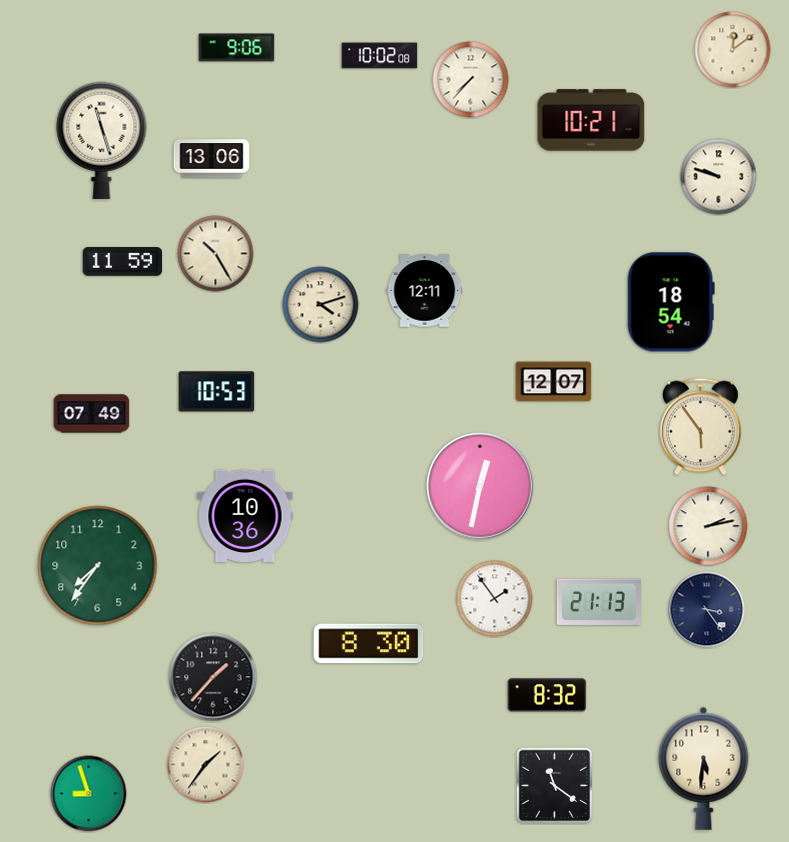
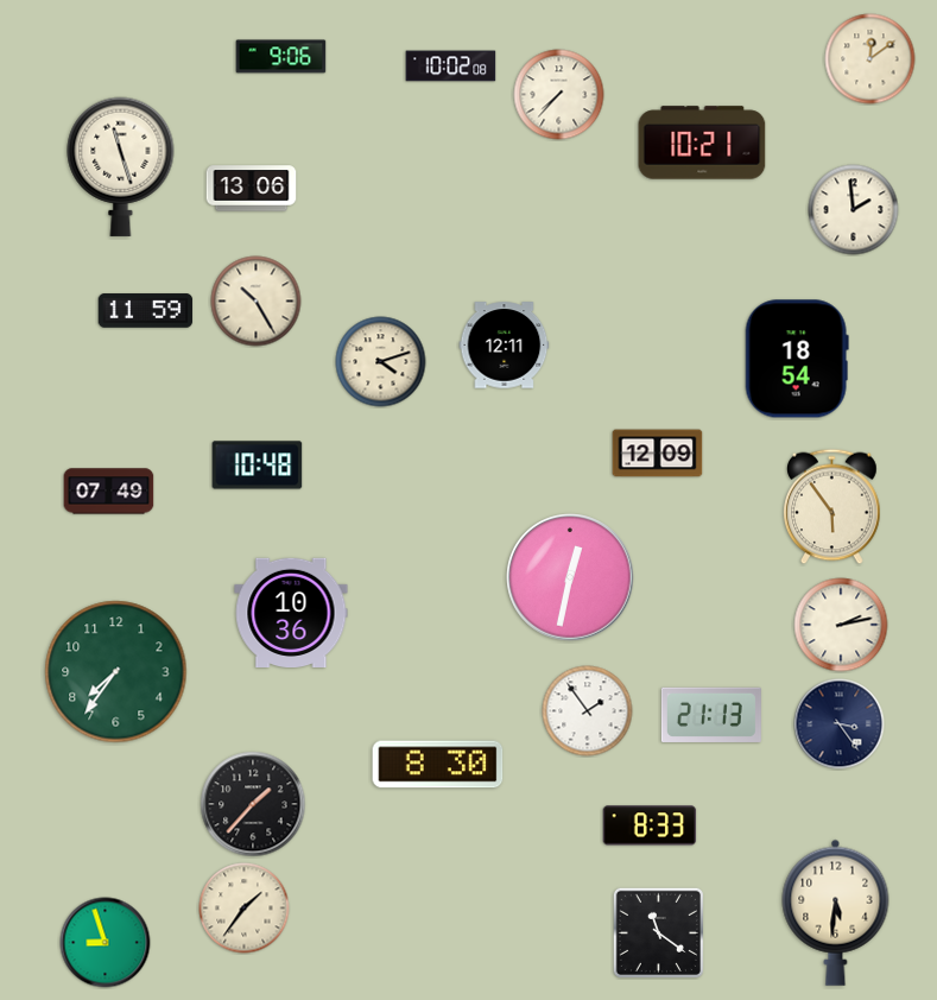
clock at (719, 177): 9:48 -> 1:59
clock at (554, 382): 12:07 -> 12:09
clock at (217, 392): 10:53 -> 10:48
clock at (547, 695): 8:32 -> 8:33
